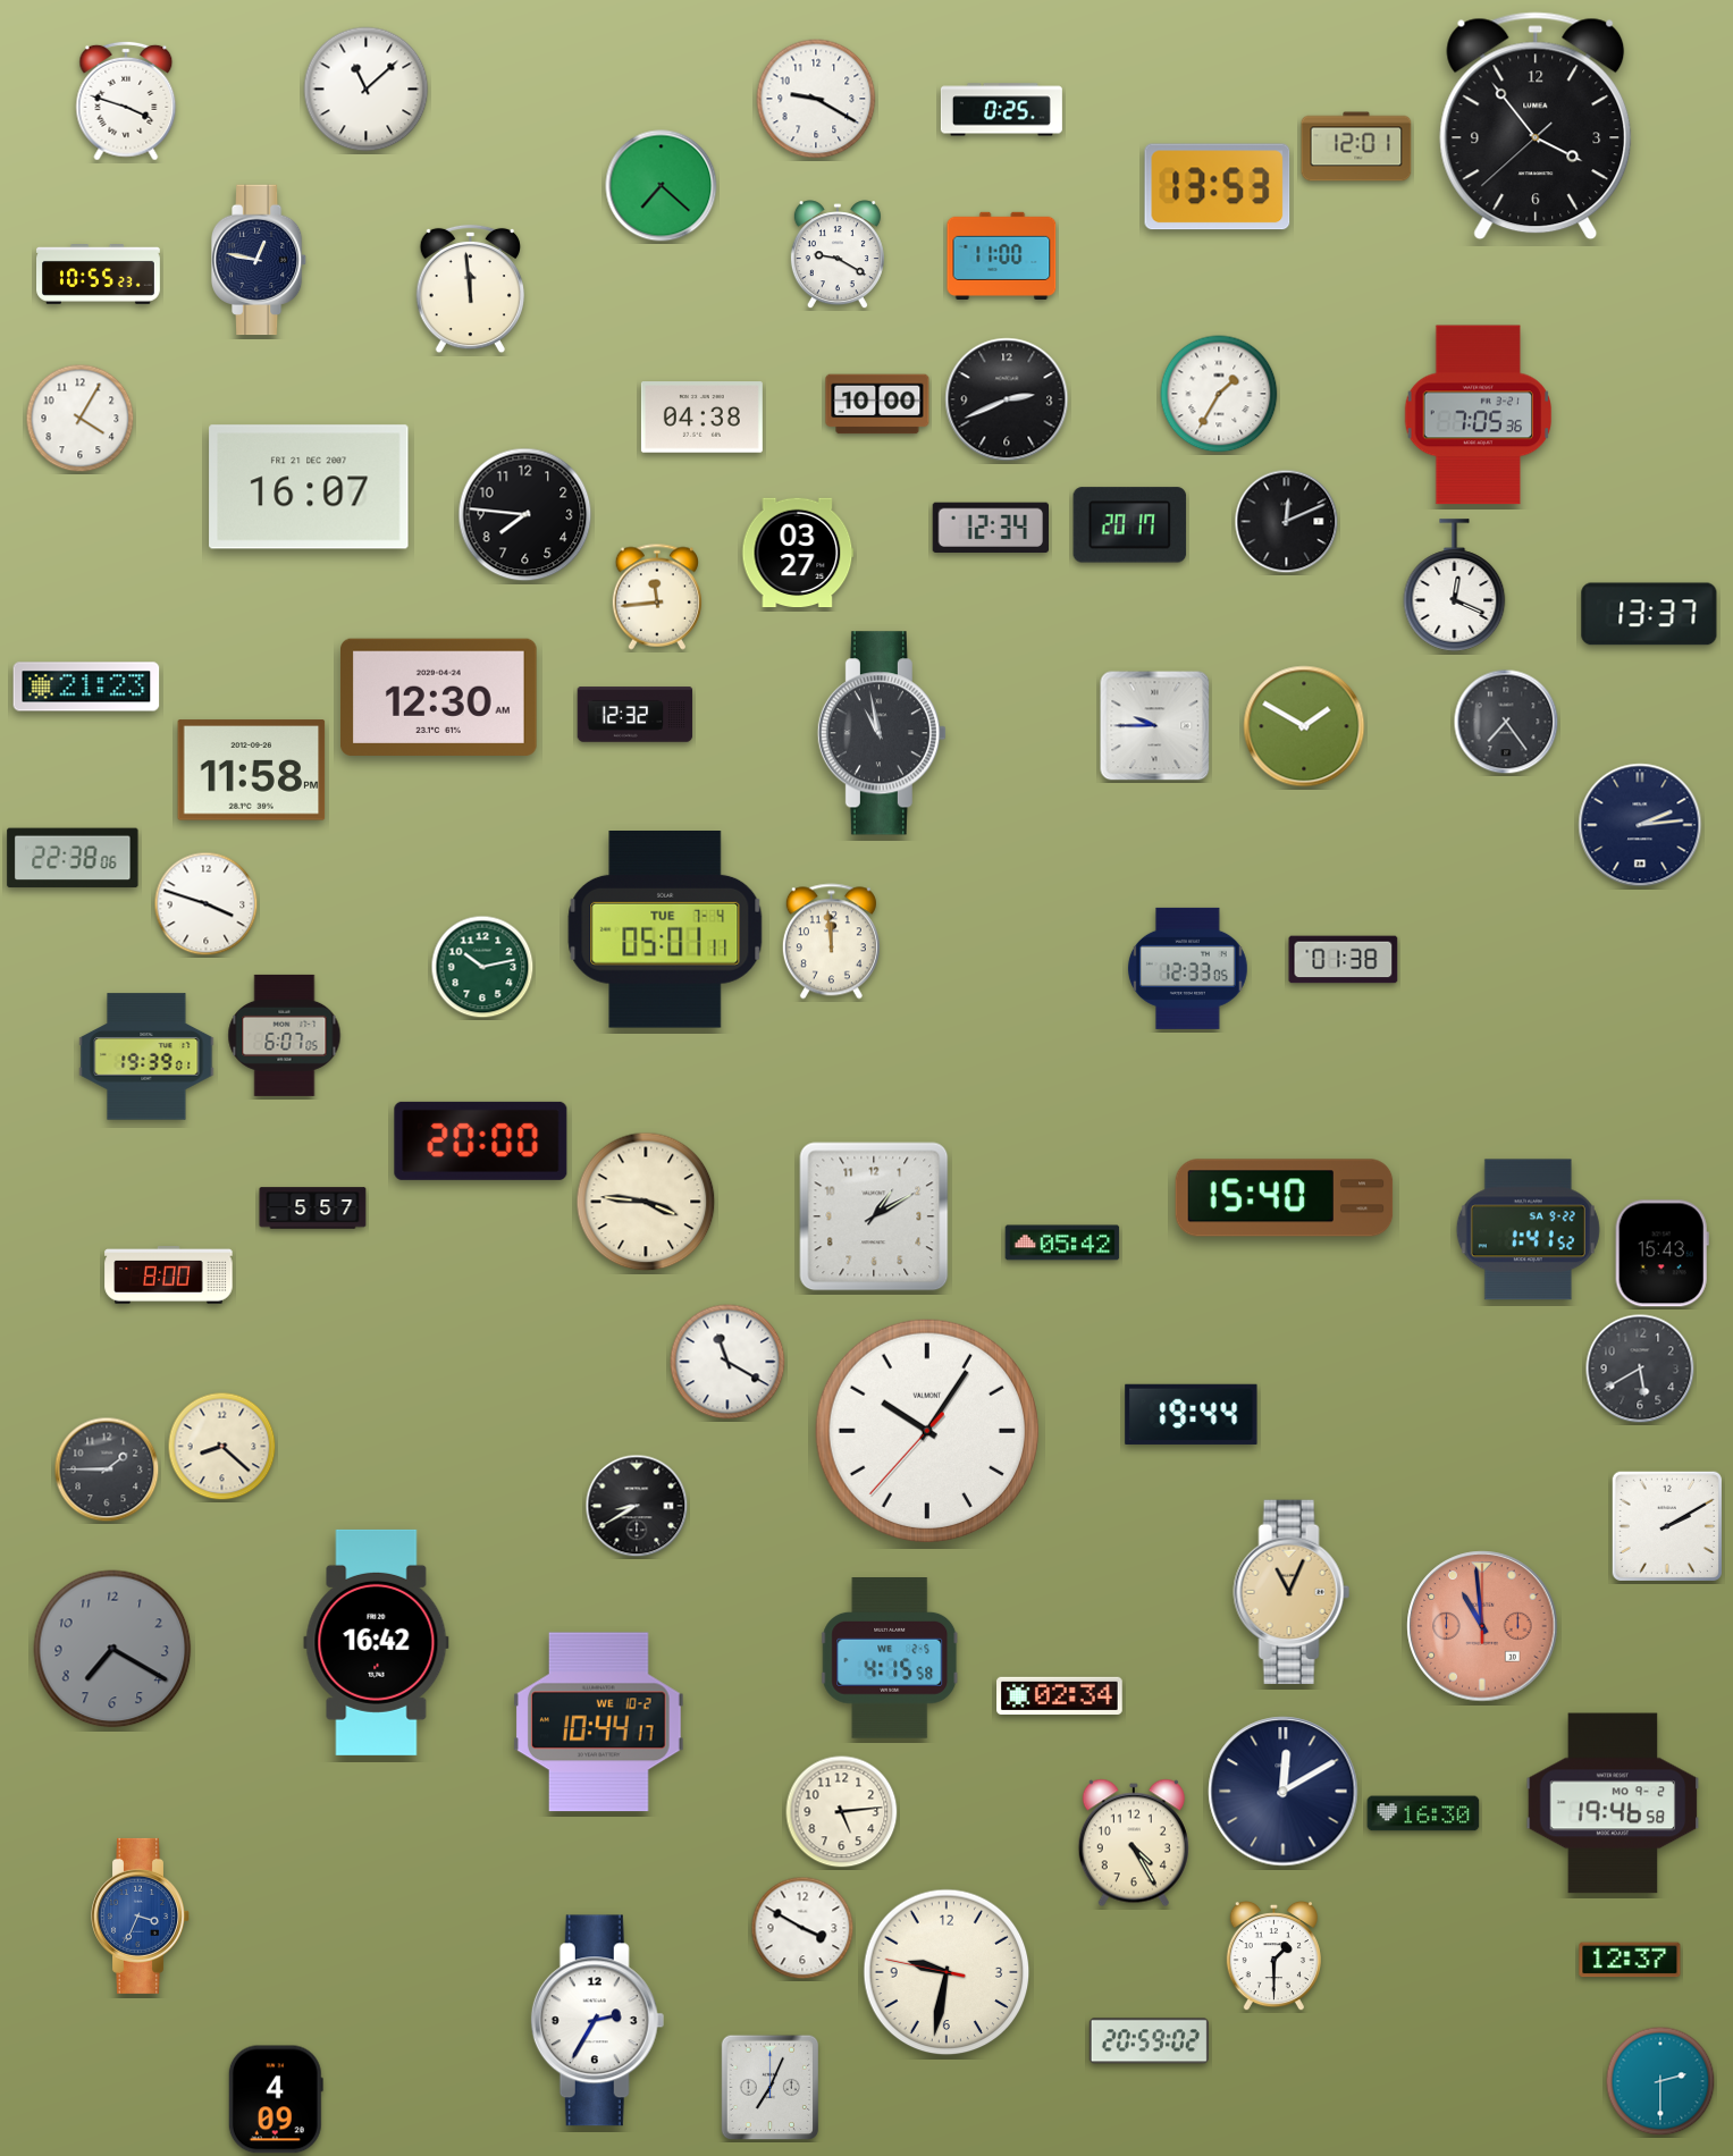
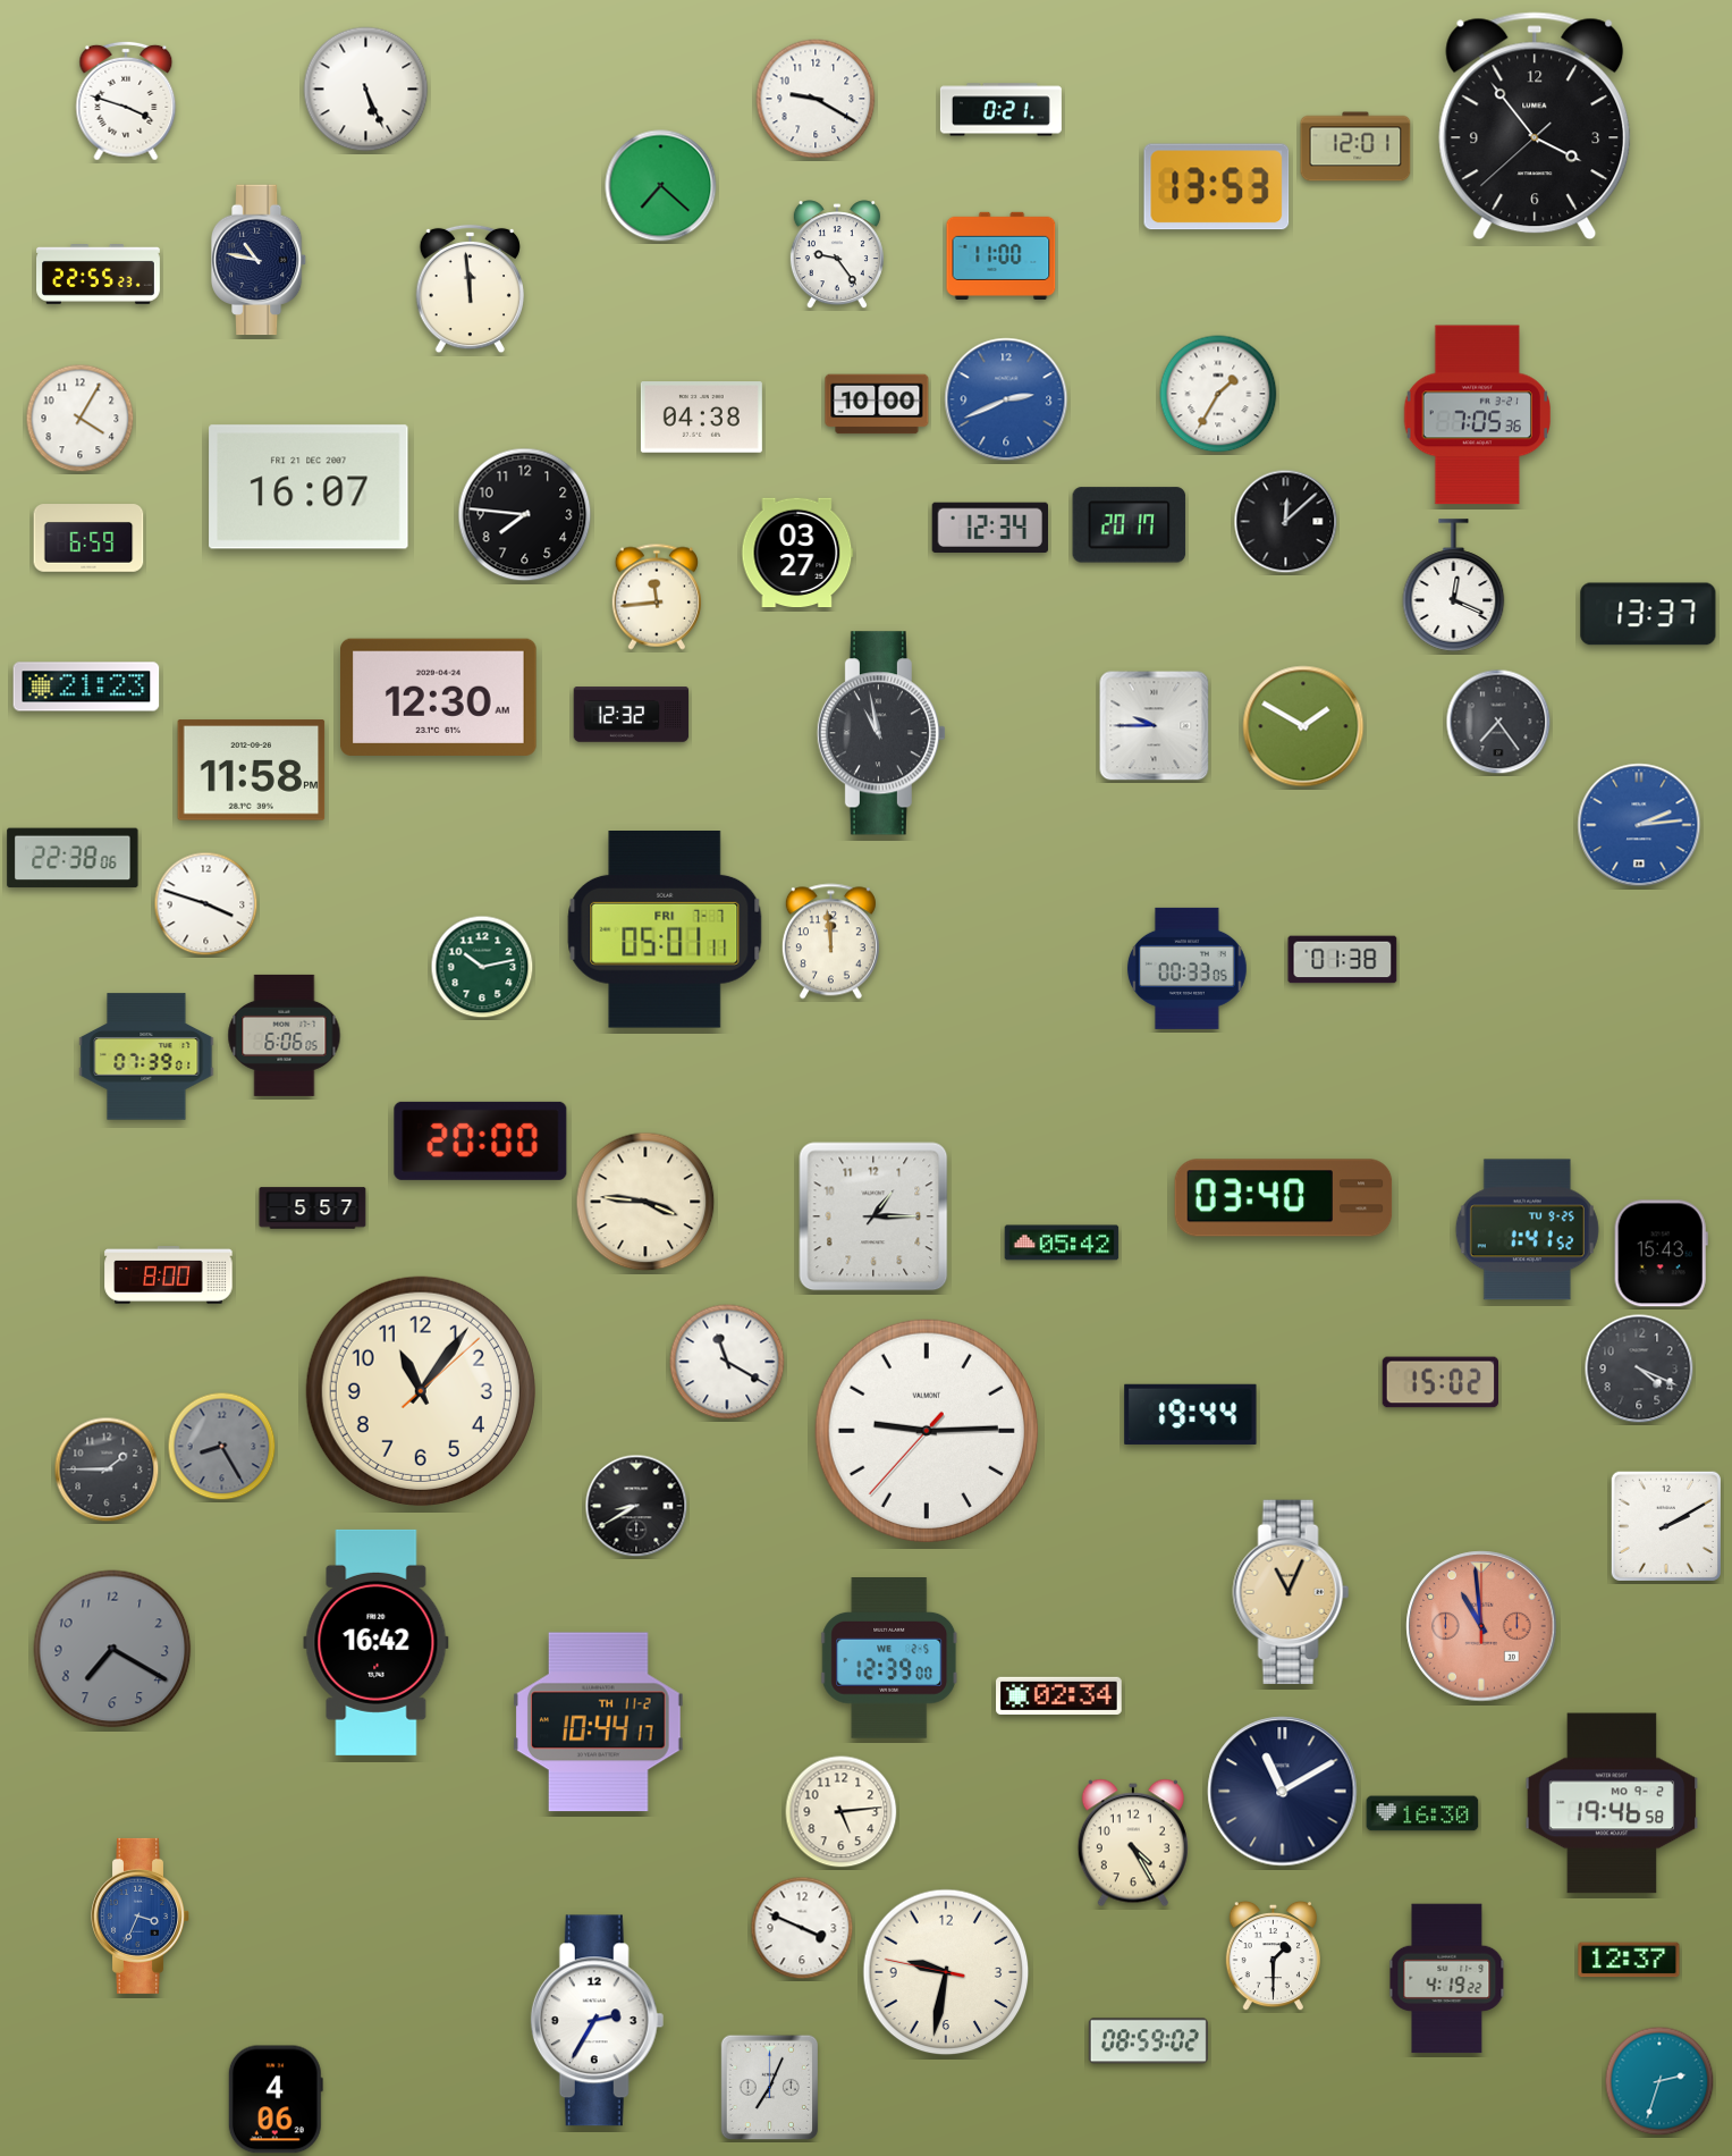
clock at (367, 90): 11:08 -> 5:26
clock at (1001, 110): 0:25 -> 0:21
clock at (838, 255): 9:20 -> 9:24
clock at (259, 260): 12:47 -> 10:47
clock at (99, 275): 10:55 -> 22:55
clock at (1007, 399) dial: black -> blue
clock at (1287, 522): 12:11 -> 12:08
clock at (88, 538): none -> 6:59
clock at (636, 715) position: (636, 715) -> (632, 715)
clock at (1506, 722) position: (1506, 722) -> (1498, 722)
clock at (1640, 825) dial: navy -> blue
clock at (665, 930) date: TUE 7-4 -> FRI 7-7
clock at (1187, 968): 12:33 -> 00:33
clock at (285, 1035): 6:07 -> 6:06
clock at (146, 1056): 19:39 -> 07:39
clock at (1285, 1198): 15:40 -> 03:40
clock at (874, 1216): 1:10 -> 1:15
clock at (1528, 1230) date: SA 9-22 -> TU 9-25
clock at (1640, 1368): 5:40 -> 4:19
clock at (1439, 1382): none -> 15:02
clock at (421, 1391): none -> 11:06
clock at (927, 1431): 10:05 -> 9:14
clock at (222, 1447): 8:22 -> 8:25
clock at (222, 1447) dial: cream -> grey
clock at (890, 1659): 4:15 -> 12:39
clock at (598, 1723) date: WE 10-2 -> TH 11-2
clock at (1284, 1792): 12:10 -> 11:10
clock at (802, 1928): 3:50 -> 3:49
clock at (1447, 1979): none -> 4:19
clock at (1149, 2041): 20:59 -> 08:59
clock at (1660, 2081): 2:30 -> 2:33
clock at (276, 2099): 4:09 -> 4:06
